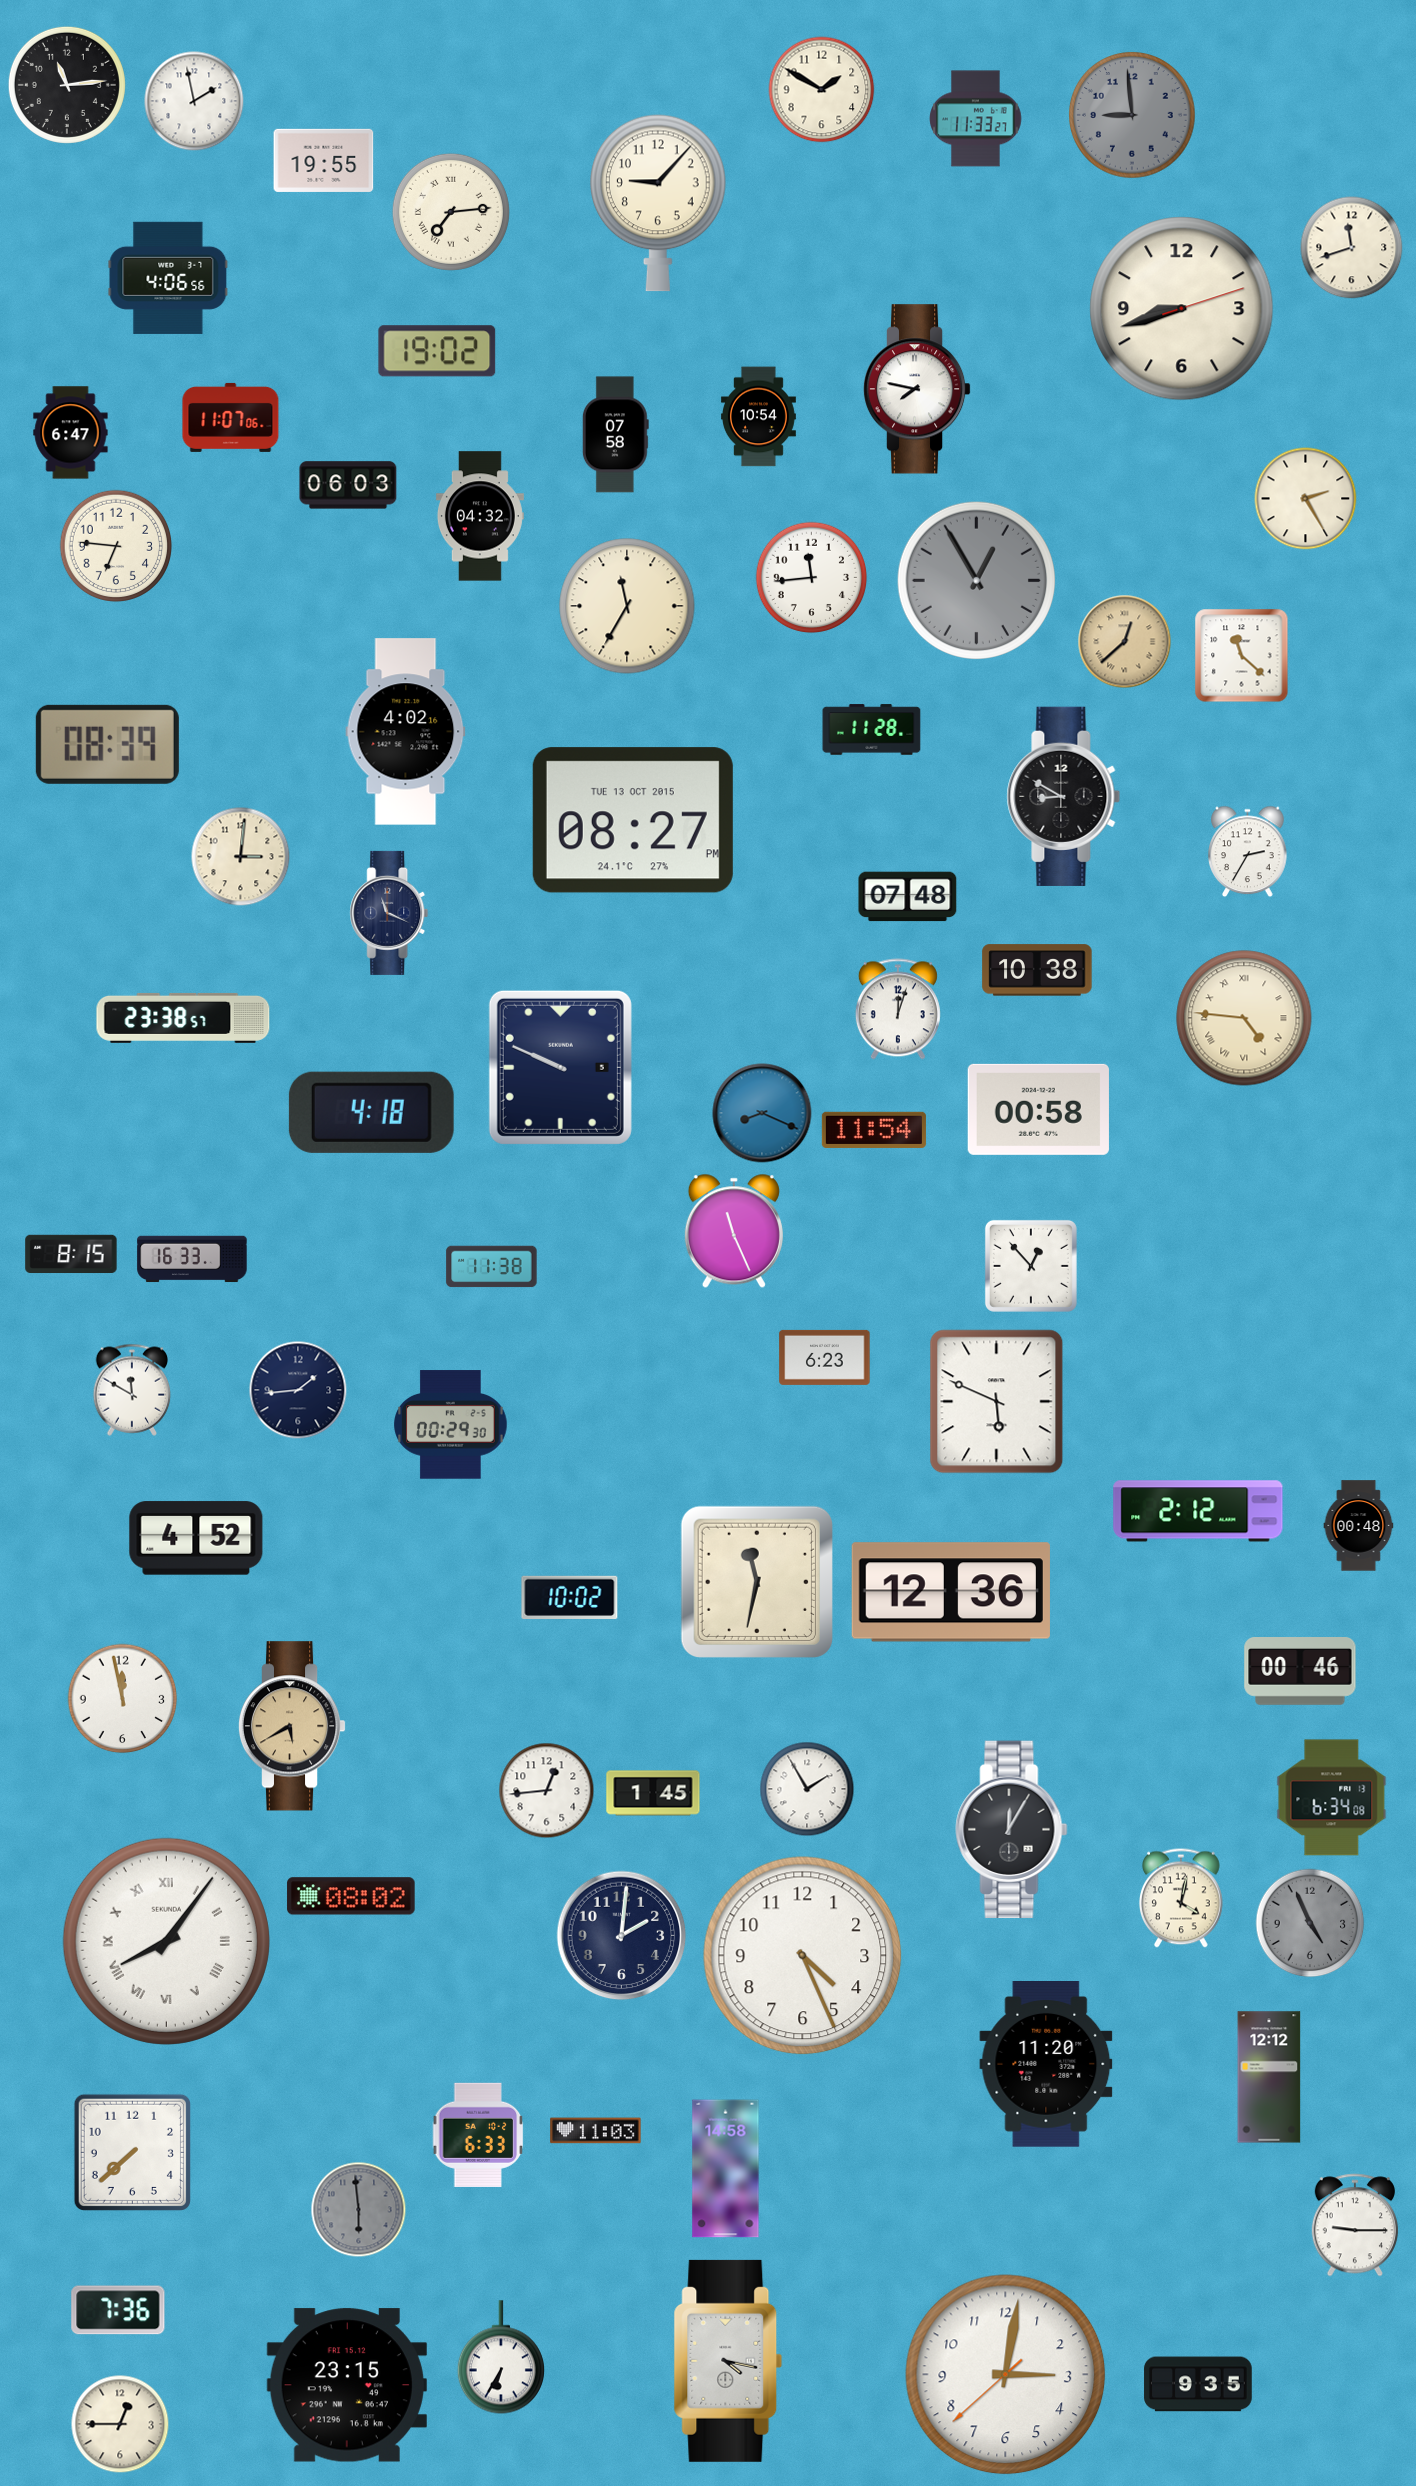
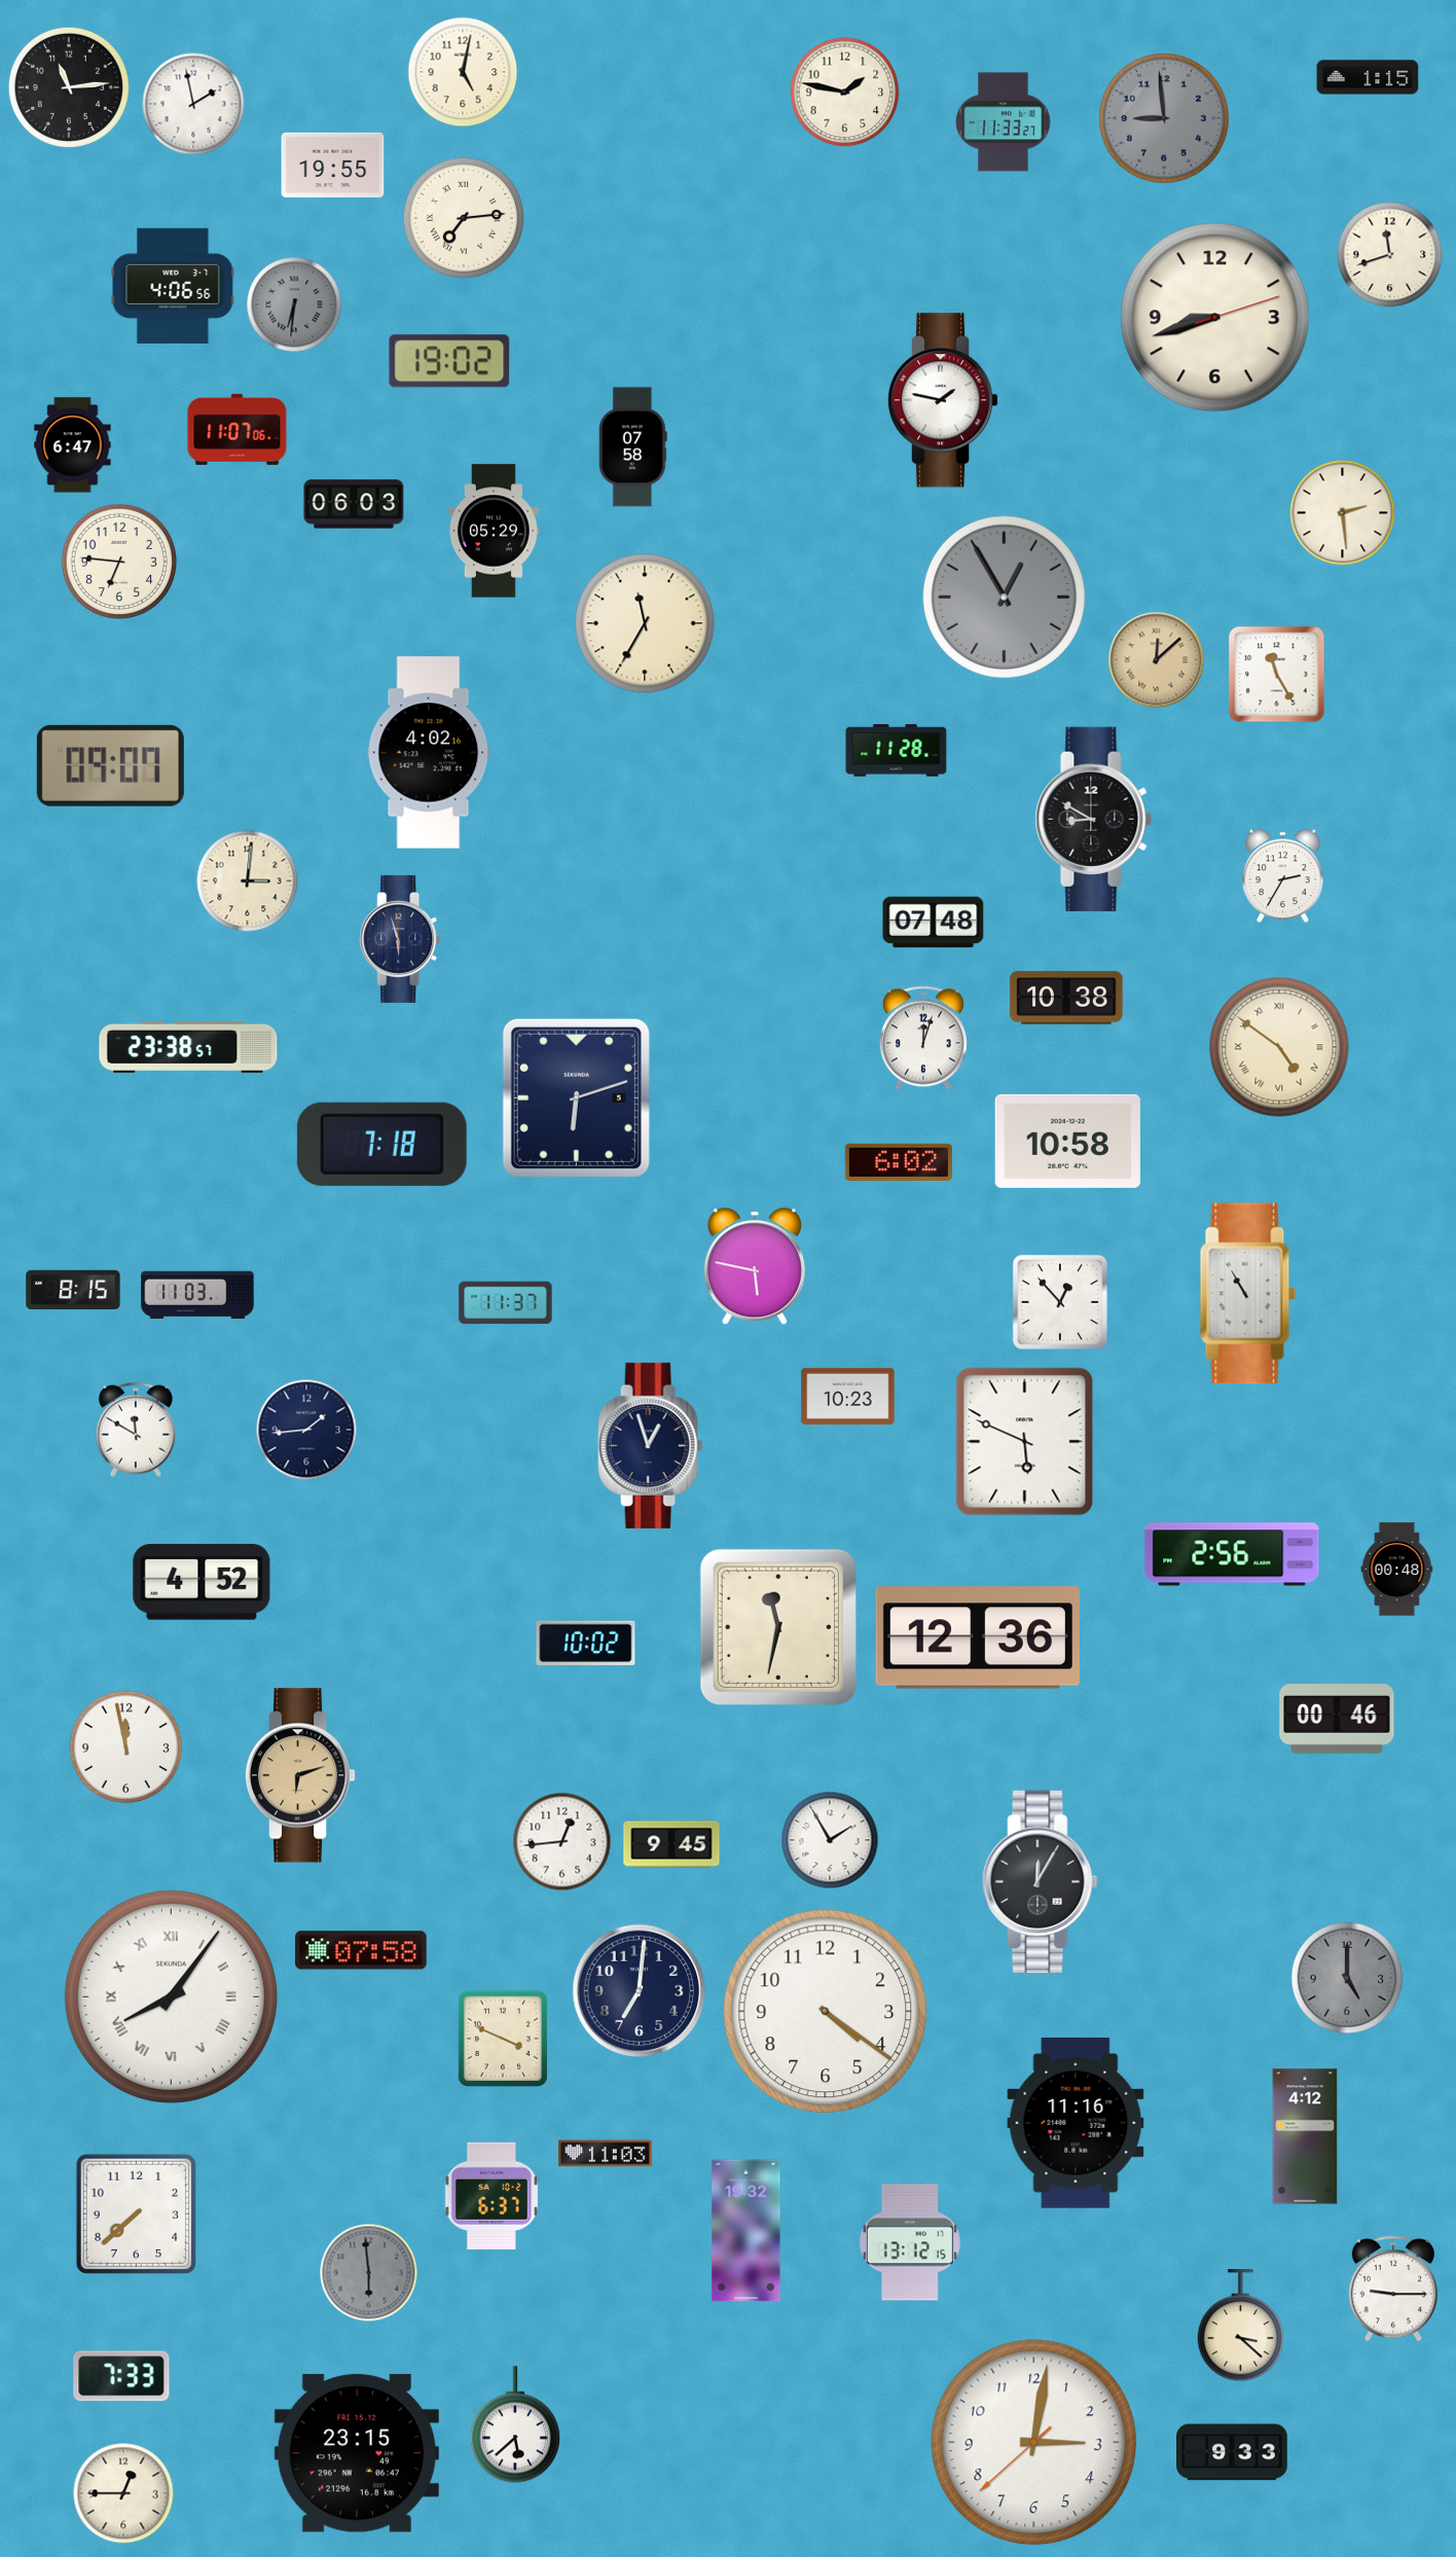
clock at (463, 72): none -> 5:02
clock at (1368, 77): none -> 1:15
clock at (822, 90): 1:50 -> 1:47
clock at (194, 101) position: (194, 101) -> (193, 104)
clock at (659, 203): 9:07 -> none
clock at (294, 304): none -> 6:31
clock at (917, 389): 7:47 -> 1:47
clock at (758, 417): 10:54 -> none
clock at (348, 485) position: (348, 485) -> (354, 504)
clock at (1306, 499): 2:25 -> 2:29
clock at (480, 516): 04:32 -> 05:29
clock at (812, 578): 11:44 -> none
clock at (1125, 642): 12:38 -> 12:08
clock at (1242, 656): 11:22 -> 11:25
clock at (406, 732) position: (406, 732) -> (429, 753)
clock at (107, 744): 08:39 -> 09:07
clock at (633, 820): 08:27 -> none
clock at (389, 913): 11:19 -> 5:57
clock at (1244, 1018): 4:46 -> 4:51
clock at (560, 1067): 9:49 -> 6:12
clock at (1038, 1109): 00:58 -> 10:58
clock at (371, 1112): 4:18 -> 7:18
clock at (762, 1113): 8:19 -> none
clock at (874, 1129): 11:54 -> 6:02
clock at (734, 1231): 11:26 -> 5:47
clock at (1248, 1294): none -> 10:55
clock at (192, 1259): 16:33 -> 11:03
clock at (492, 1267): 11:38 -> 11:37
clock at (825, 1357): 6:23 -> 10:23
clock at (651, 1445): none -> 12:57
clock at (451, 1425): 00:29 -> none
clock at (1198, 1511): 2:12 -> 2:56
clock at (292, 1726): 5:40 -> 6:12
clock at (653, 1793): 1:45 -> 9:45
clock at (1332, 1798): 6:34 -> none
clock at (351, 1896): 08:02 -> 07:58
clock at (1182, 1898): 4:02 -> none
clock at (1310, 1923): 4:56 -> 5:00
clock at (622, 1936): 2:01 -> 7:01
clock at (803, 1956): 4:26 -> 4:21
clock at (503, 2039): none -> 3:49
clock at (1046, 2065): 11:20 -> 11:16
clock at (1269, 2077): 12:12 -> 4:12
clock at (596, 2131) position: (596, 2131) -> (606, 2154)
clock at (478, 2135): 6:33 -> 6:37
clock at (726, 2169): 14:58 -> 19:32
clock at (910, 2242): none -> 13:12
clock at (1241, 2326): none -> 3:22
clock at (118, 2310): 7:36 -> 7:33
clock at (501, 2357): 6:35 -> 5:38
clock at (728, 2361): 4:17 -> none
clock at (1198, 2384): 9:35 -> 9:33
